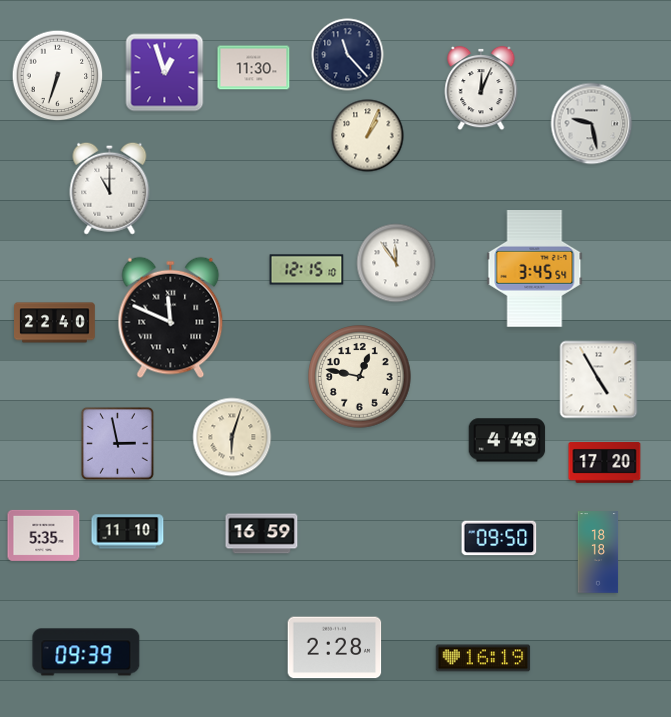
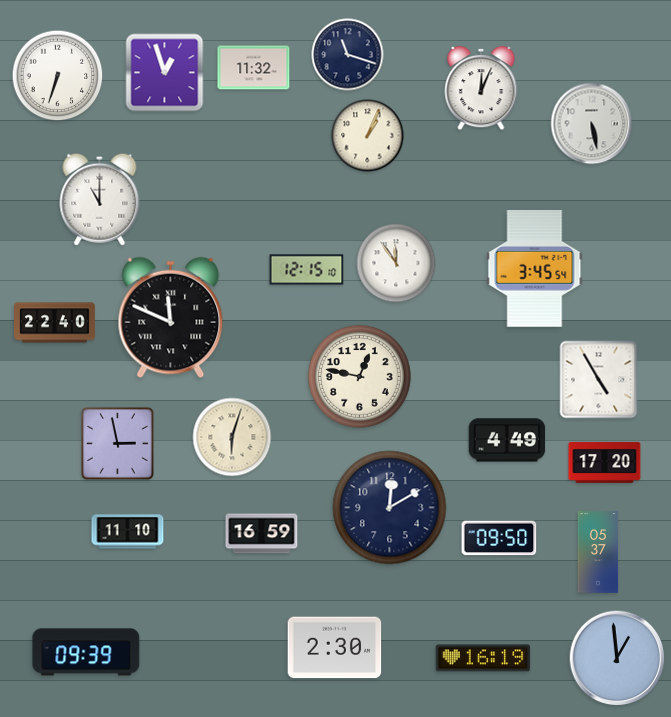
clock at (348, 55): 11:23 -> 11:18
clock at (254, 68): 11:30 -> 11:32
clock at (592, 124): 9:28 -> 5:28
clock at (110, 188) position: (110, 188) -> (100, 199)
clock at (390, 508): none -> 12:10
clock at (44, 535): 5:35 -> none
clock at (598, 552): 18:18 -> 05:37
clock at (335, 648): 2:28 -> 2:30
clock at (617, 658): none -> 12:59
